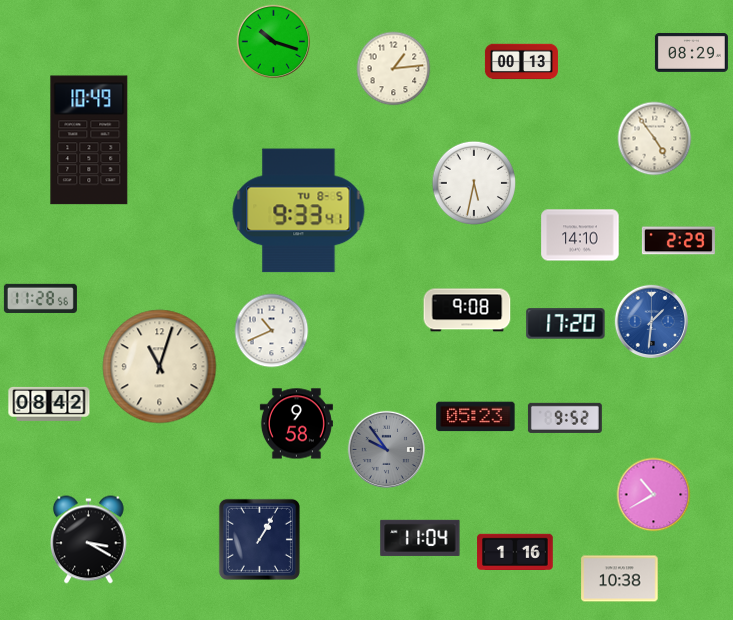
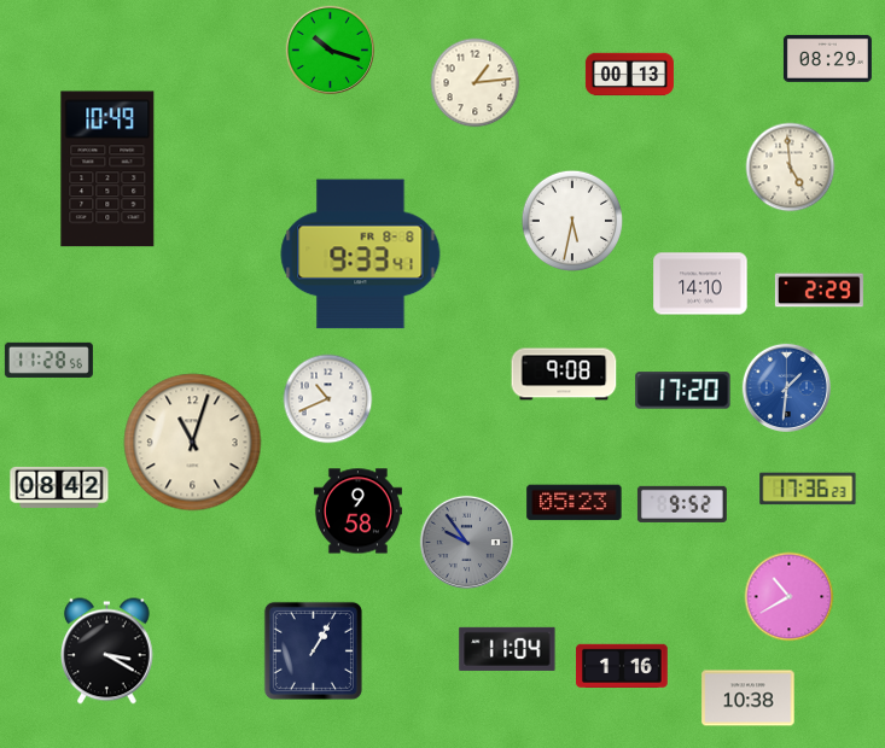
clock at (691, 52) position: (691, 52) -> (827, 58)
clock at (655, 139): 4:54 -> 4:59
clock at (299, 211) date: TU 8-5 -> FR 8-8
clock at (808, 489): none -> 17:36
